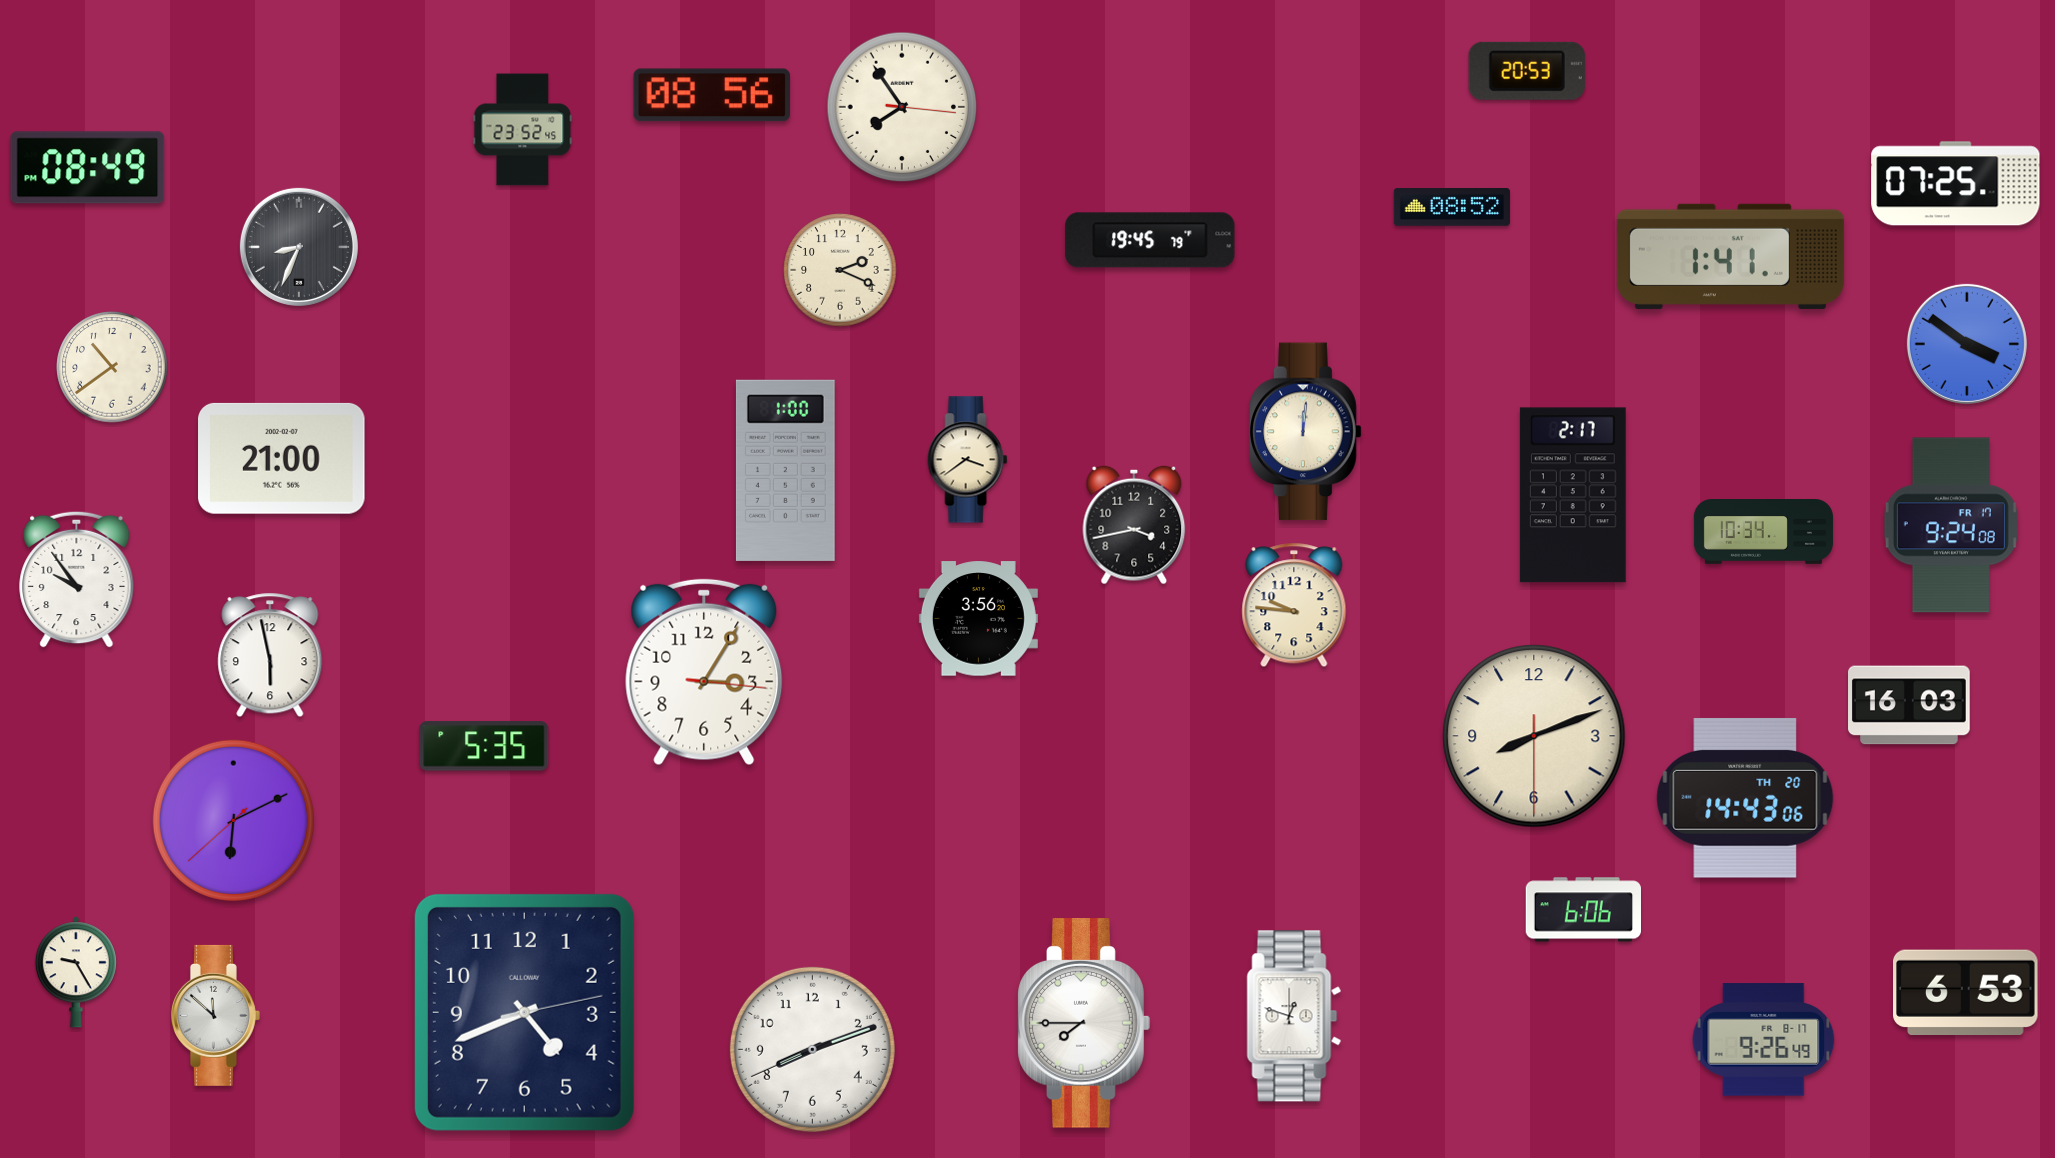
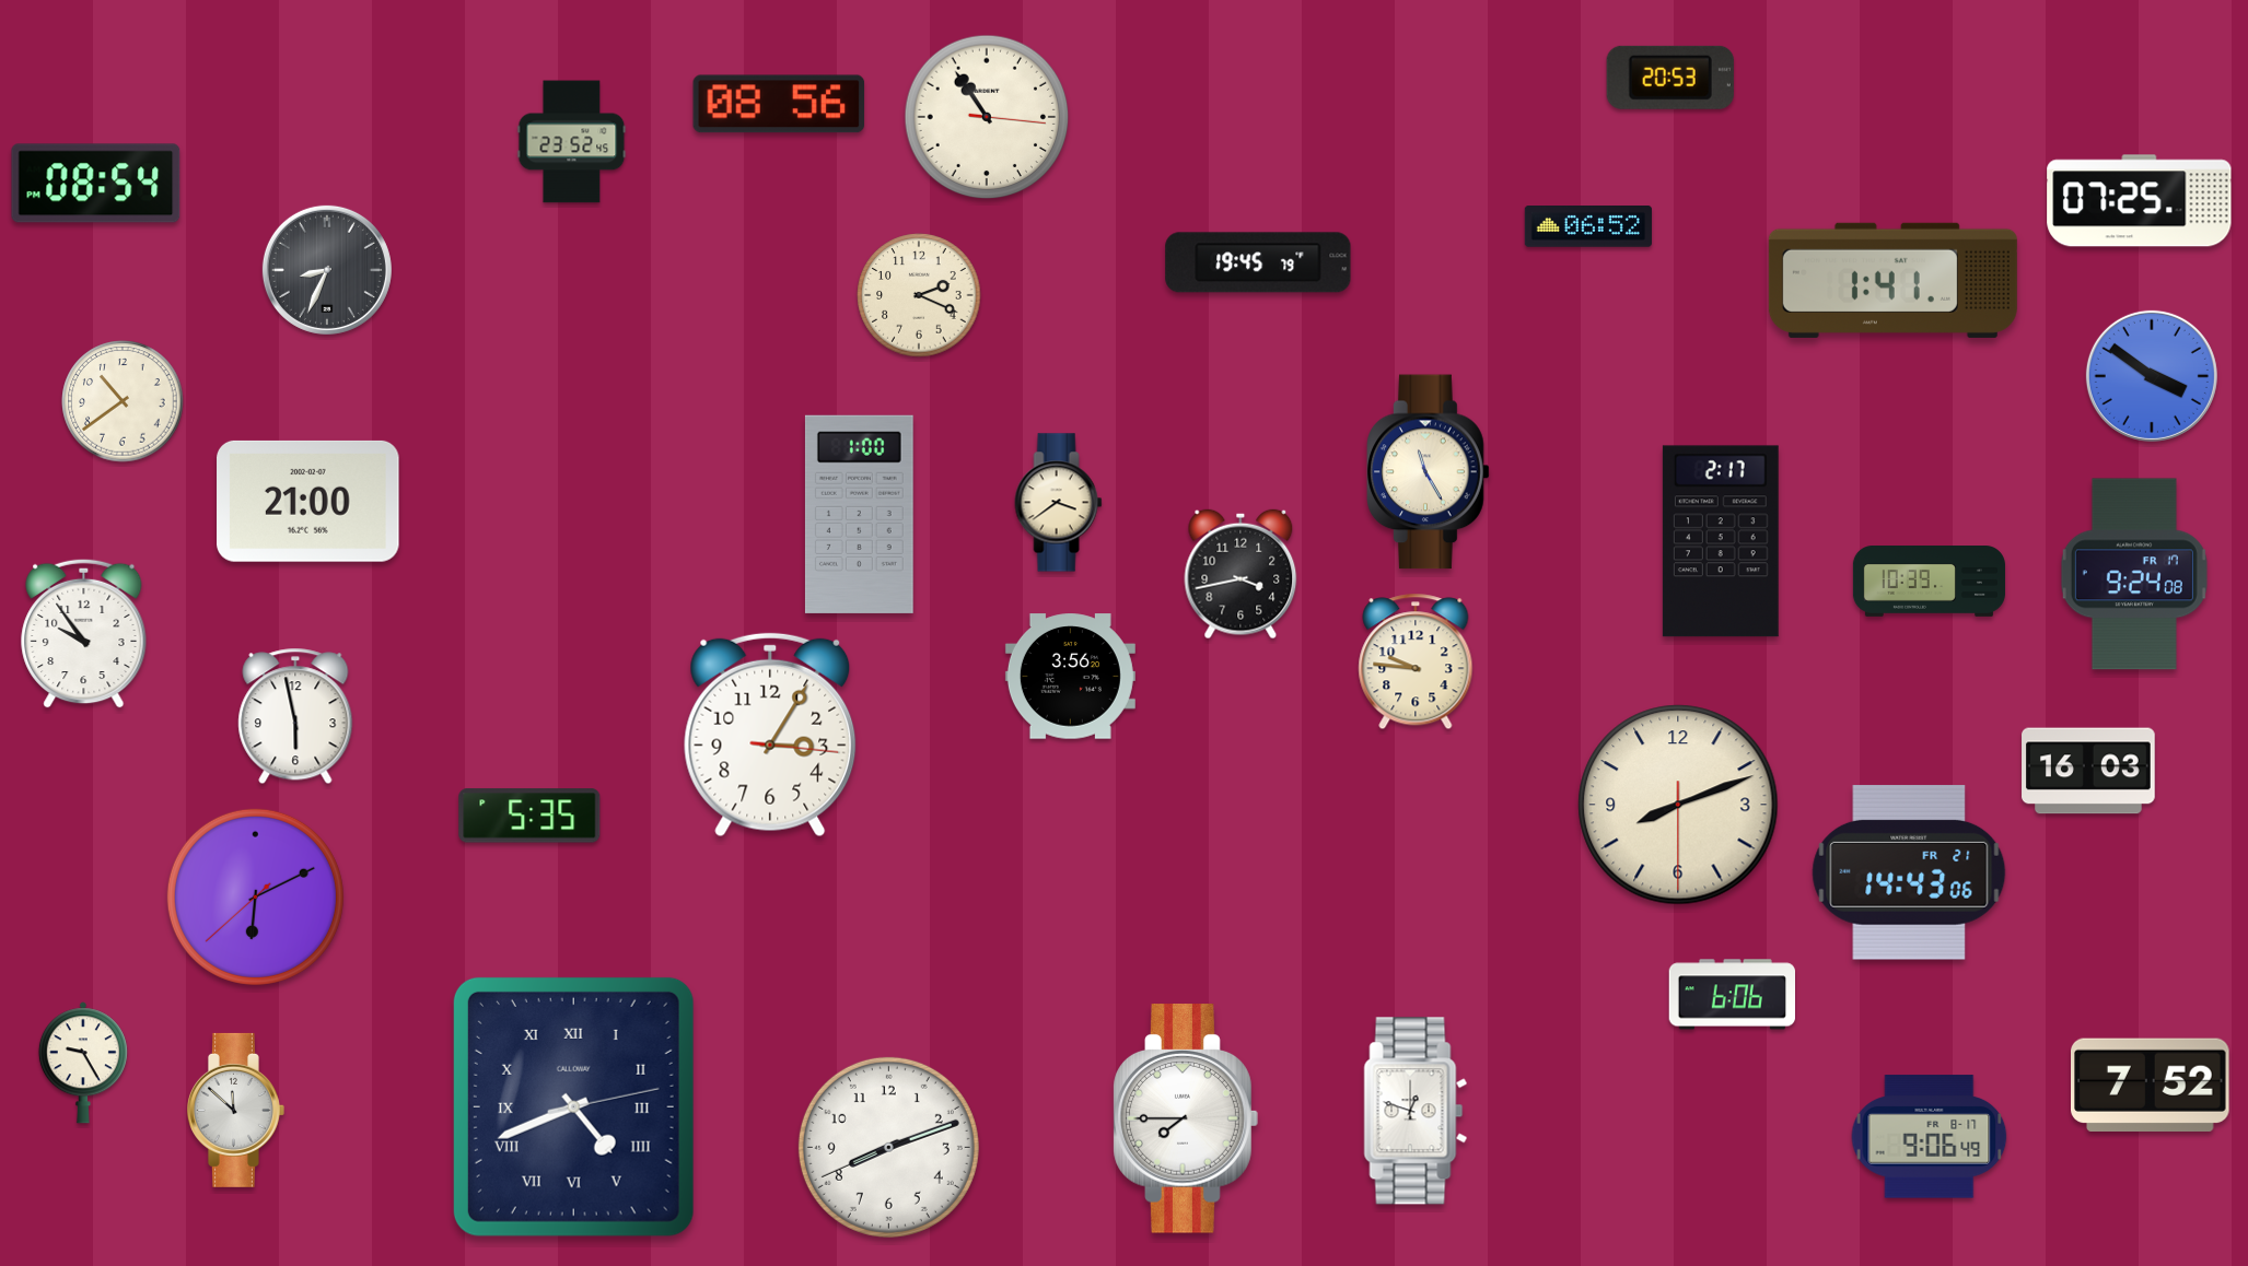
clock at (902, 107): 7:54 -> 10:54
clock at (88, 168): 08:49 -> 08:54
clock at (1451, 208): 08:52 -> 06:52
clock at (1306, 432): 12:01 -> 11:25
clock at (1763, 532): 10:34 -> 10:39
clock at (1745, 798) date: TH 20 -> FR 21
clock at (1966, 992): 6:53 -> 7:52
clock at (524, 1012) numerals: Arabic -> Roman
clock at (1764, 1040): 9:26 -> 9:06
